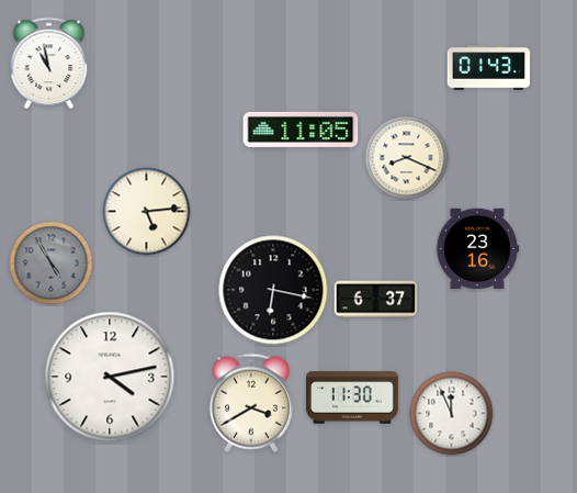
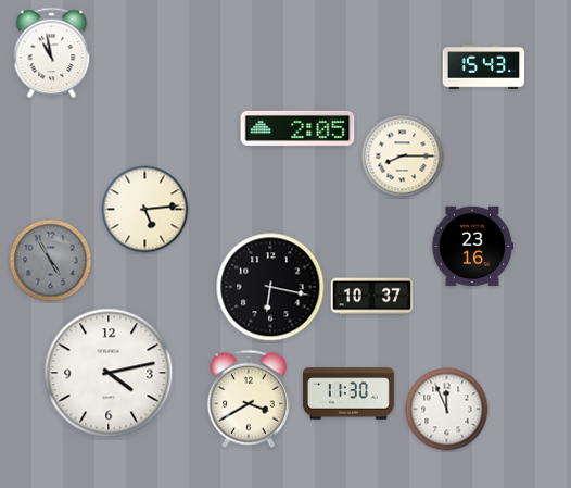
clock at (49, 64) position: (49, 64) -> (52, 53)
clock at (489, 68): 01:43 -> 15:43
clock at (301, 130): 11:05 -> 2:05
clock at (407, 158): 8:19 -> 8:15
clock at (376, 300): 6:37 -> 10:37
